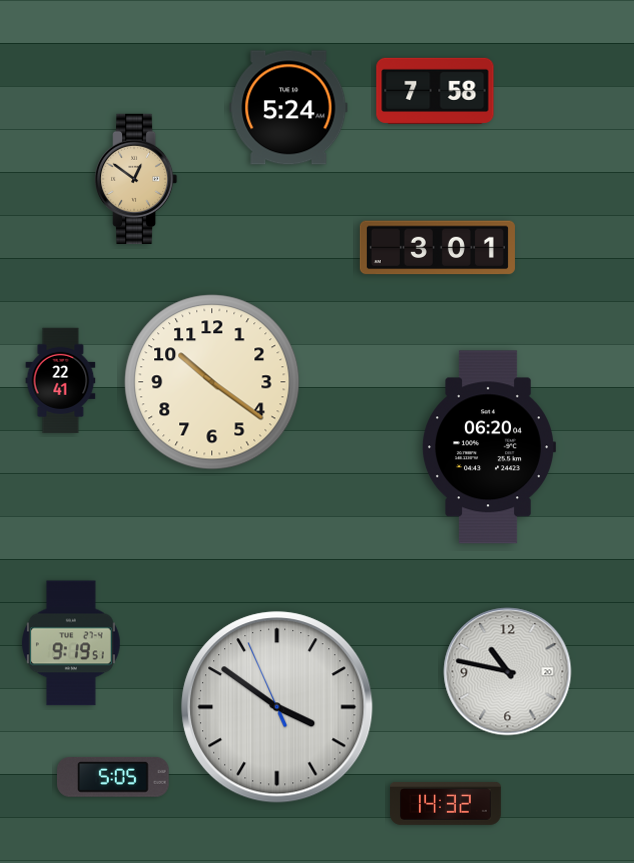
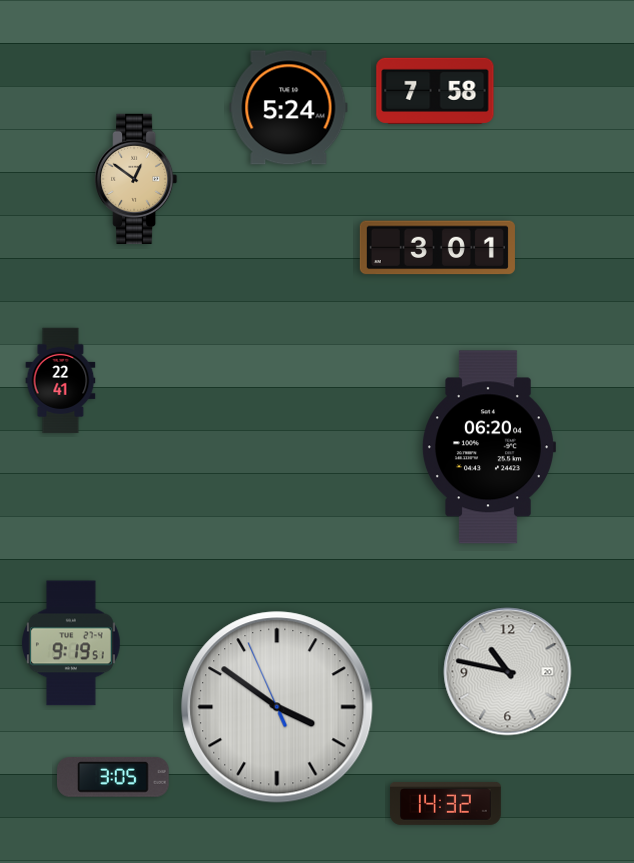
clock at (212, 382): 10:21 -> none
clock at (114, 777): 5:05 -> 3:05
